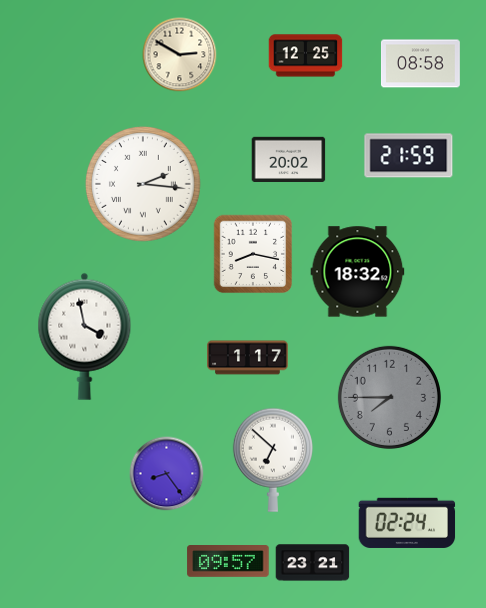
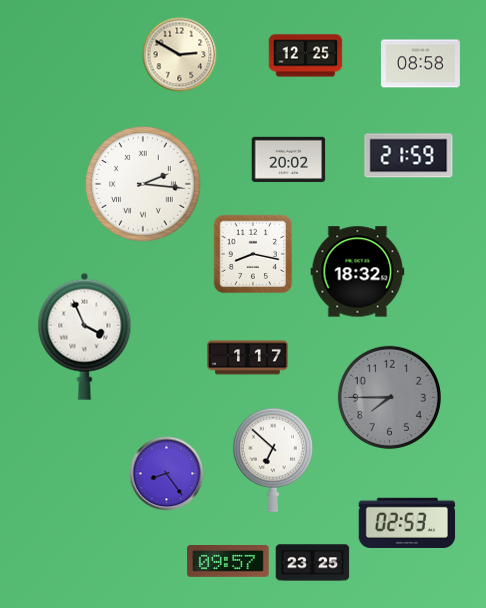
clock at (85, 336): 3:58 -> 3:56
clock at (407, 523): 02:24 -> 02:53
clock at (313, 563): 23:21 -> 23:25
